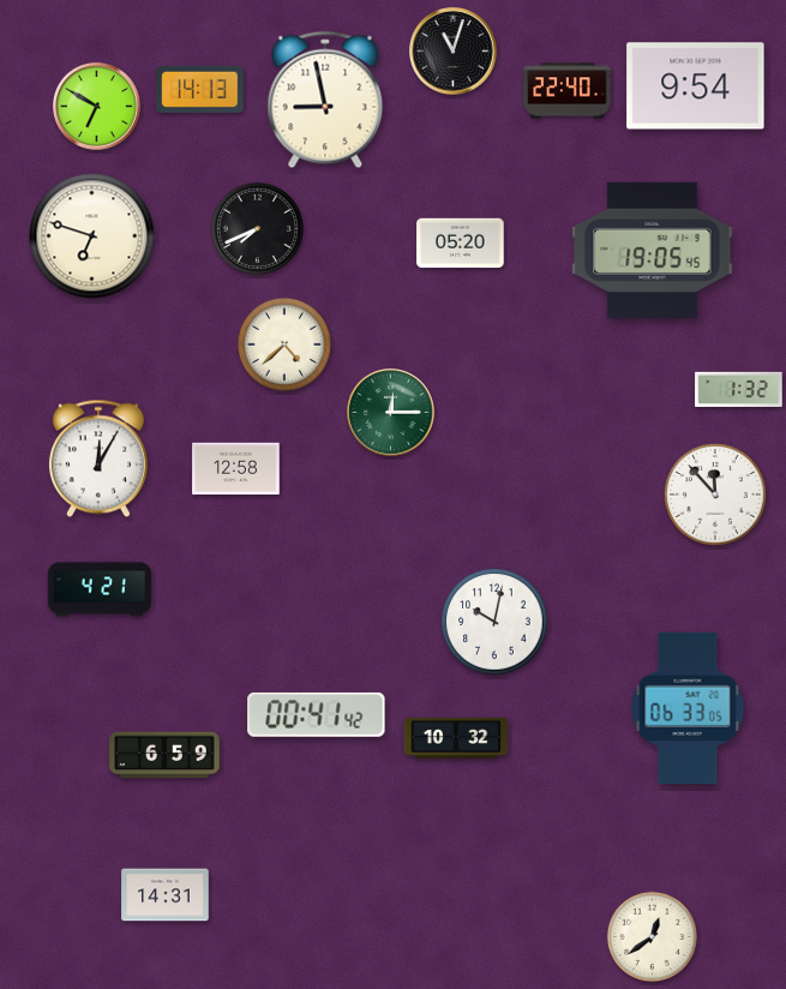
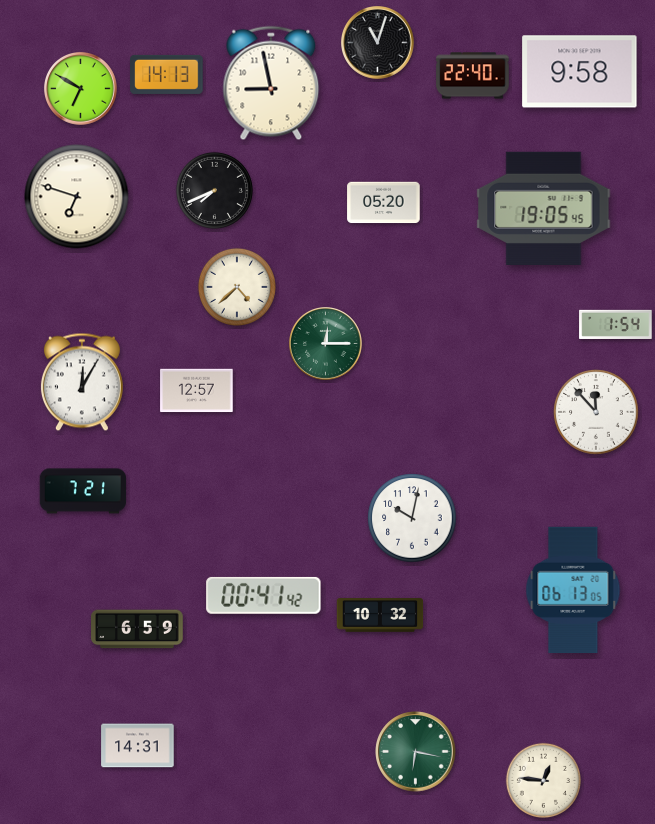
clock at (696, 86): 9:54 -> 9:58
clock at (739, 389): 1:32 -> 1:54
clock at (236, 469): 12:58 -> 12:57
clock at (100, 589): 4:21 -> 7:21
clock at (688, 708): 06:33 -> 06:13
clock at (416, 752): none -> 6:17
clock at (652, 936): 12:39 -> 12:46
